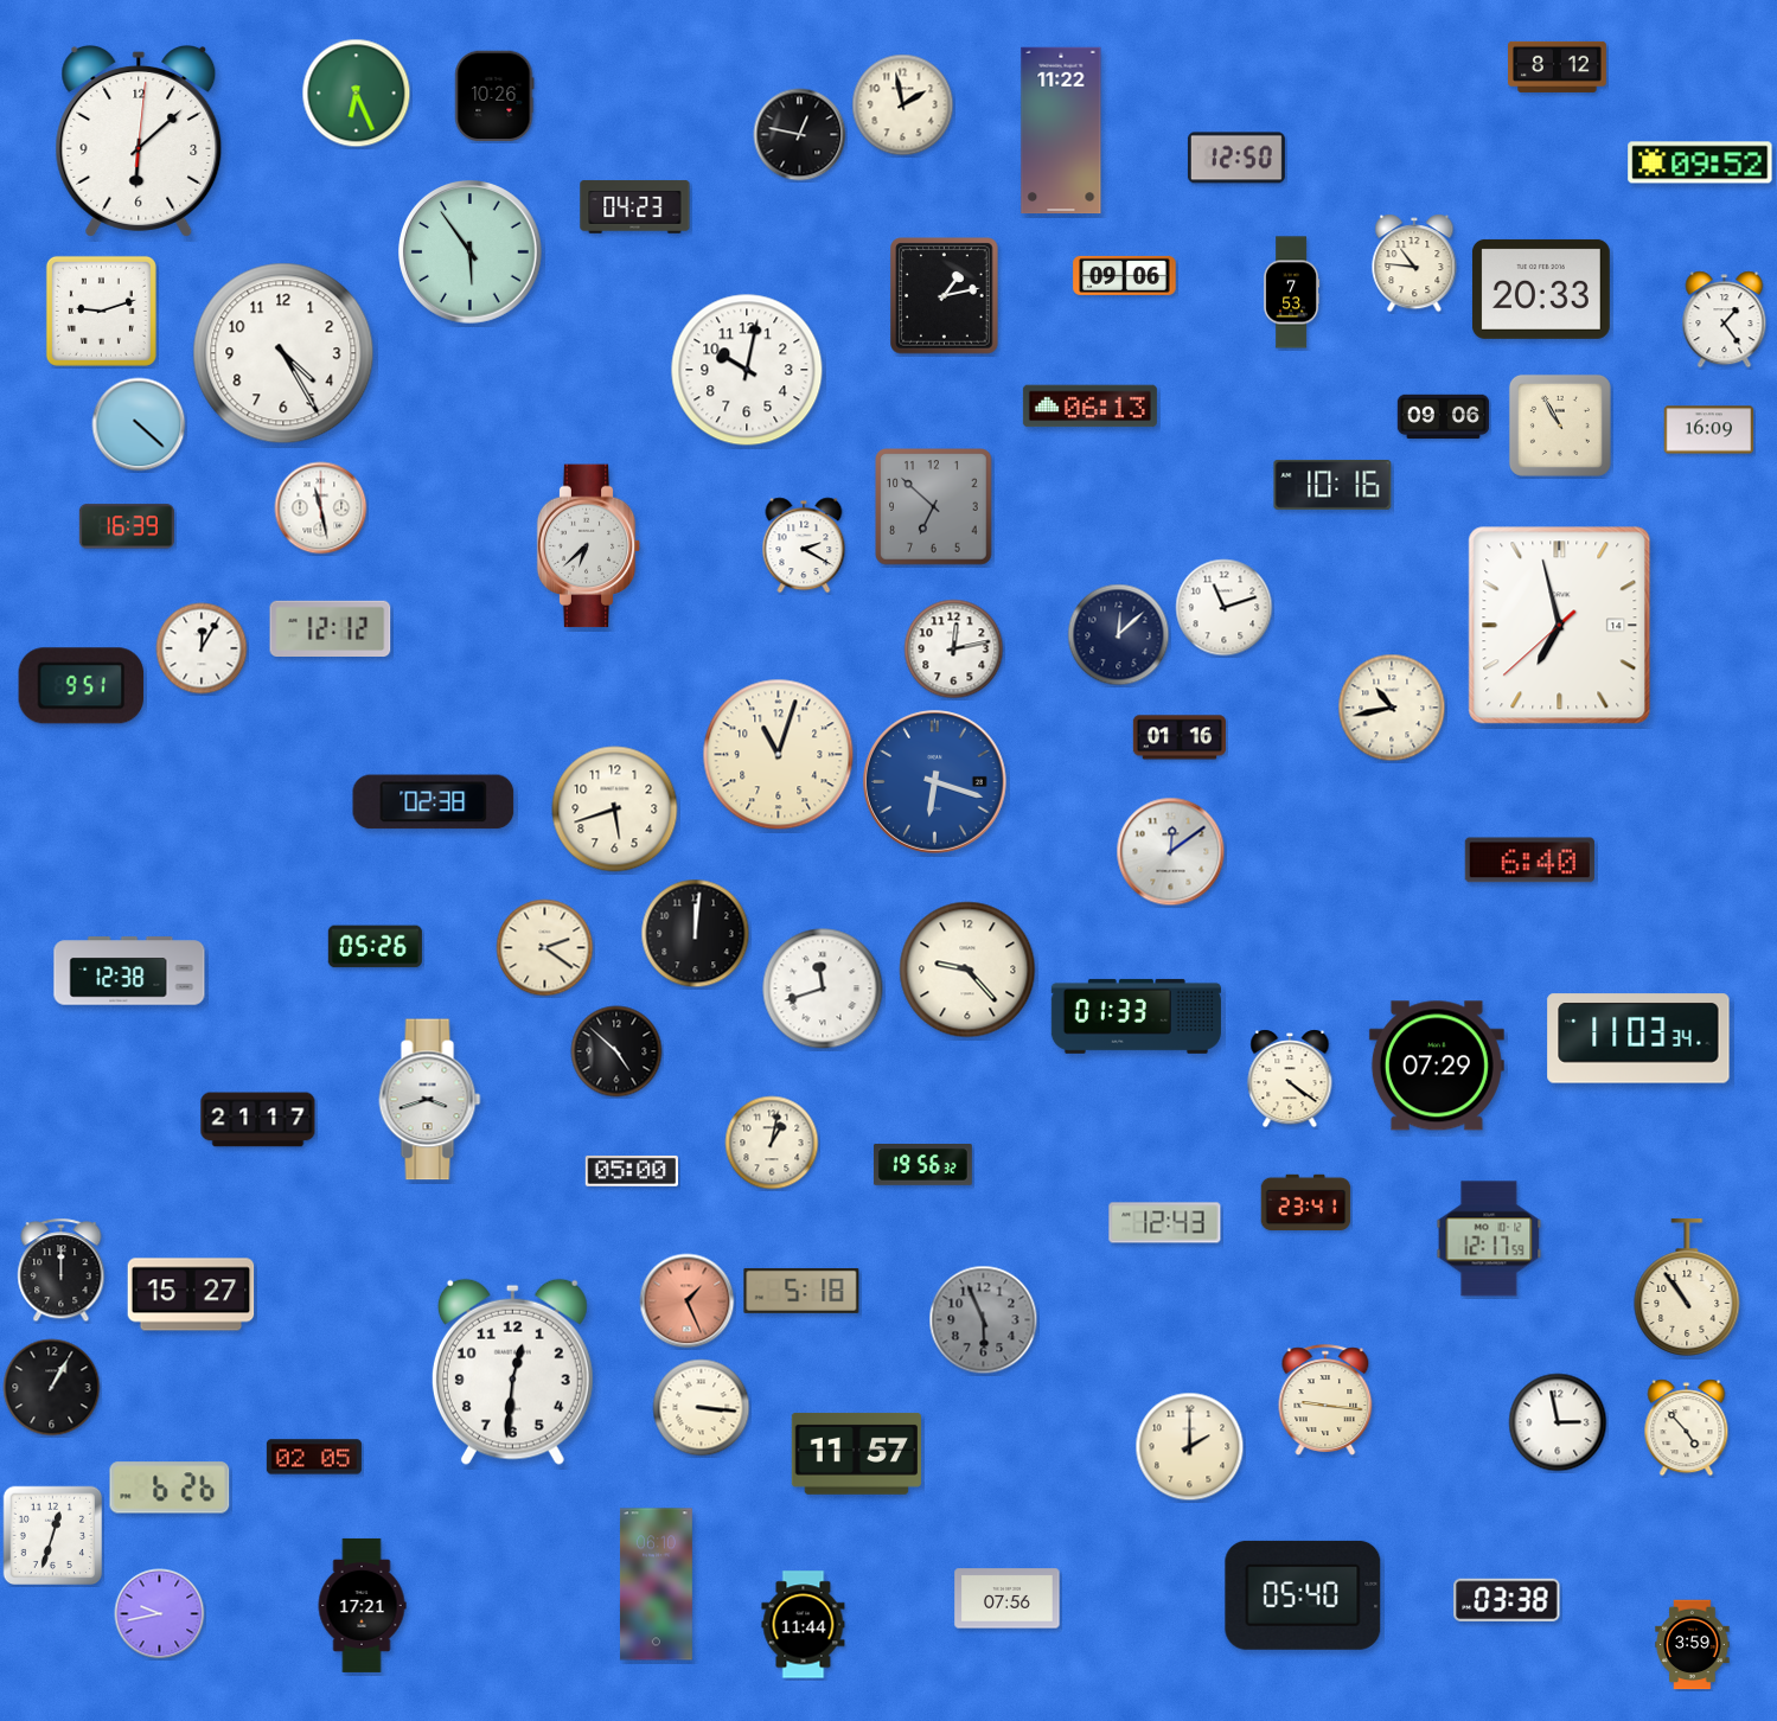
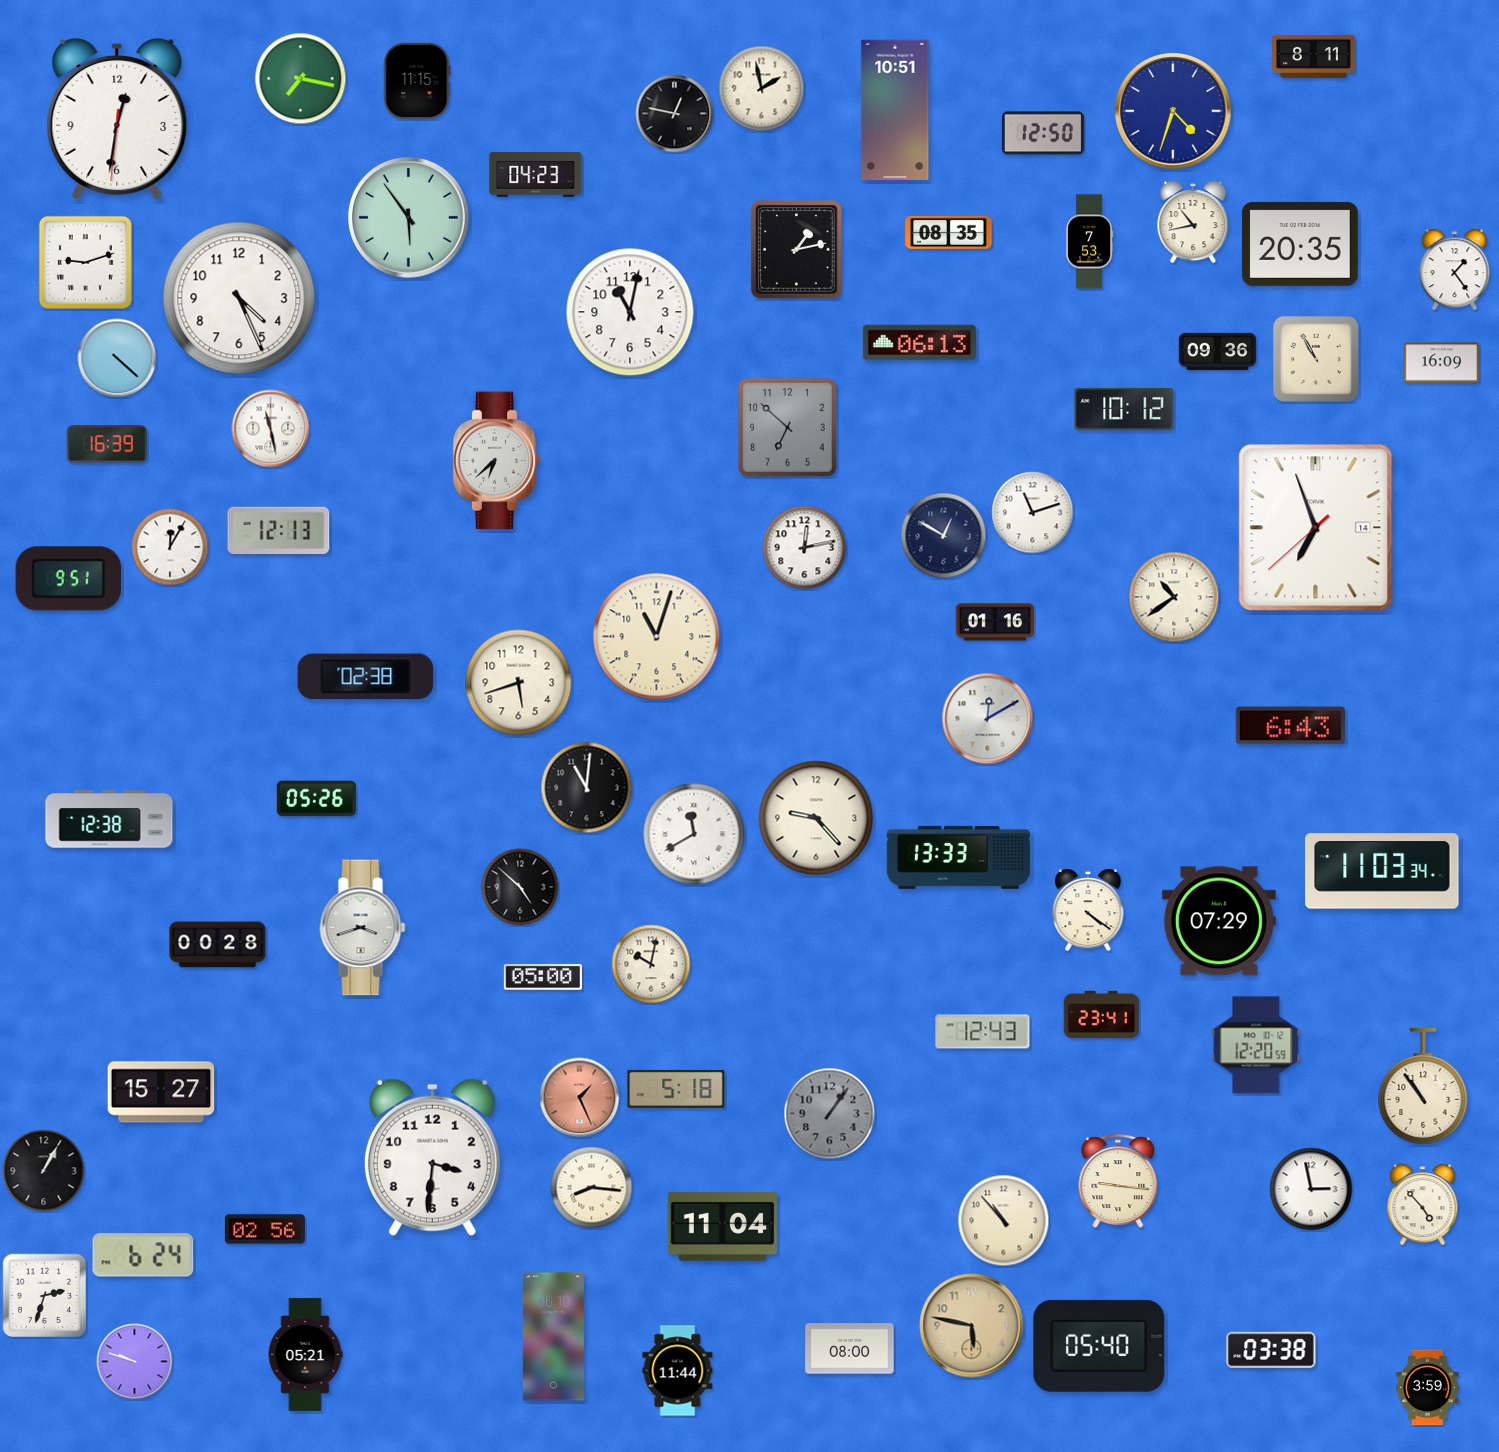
clock at (1558, 66): 8:12 -> 8:11
clock at (357, 94): 6:26 -> 7:17
clock at (494, 96): 10:26 -> 11:15
clock at (1061, 130): 11:22 -> 10:51
clock at (1173, 111): none -> 4:33
clock at (139, 141): 6:08 -> 12:31
clock at (1700, 162): 09:52 -> none
clock at (471, 252) position: (471, 252) -> (409, 218)
clock at (1414, 263): 10:46 -> 10:43
clock at (1125, 275): 09:06 -> 08:35
clock at (1541, 289): 20:33 -> 20:35
clock at (1292, 293) position: (1292, 293) -> (1090, 242)
clock at (283, 353): 4:25 -> 4:26
clock at (747, 370): 10:02 -> 11:02
clock at (1444, 417): 09:06 -> 09:36
clock at (1332, 485): 10:16 -> 10:12
clock at (804, 545): 2:20 -> none
clock at (1560, 626): 6:57 -> 6:56
clock at (331, 628): 12:12 -> 12:13
clock at (1119, 635): 12:08 -> 12:50
clock at (1392, 708): 10:43 -> 10:39
clock at (935, 782): 6:18 -> none
clock at (1171, 852): 12:09 -> 12:10
clock at (1529, 860): 6:40 -> 6:43
clock at (696, 934): 12:01 -> 11:01
clock at (545, 948): 2:21 -> none
clock at (823, 989): 11:42 -> 11:40
clock at (1136, 1016): 01:33 -> 13:33
clock at (1638, 1038) position: (1638, 1038) -> (1382, 871)
clock at (1437, 1066) position: (1437, 1066) -> (1219, 921)
clock at (258, 1120): 21:17 -> 00:28
clock at (772, 1143): 1:02 -> 10:02
clock at (922, 1165): 19:56 -> none
clock at (632, 1171) position: (632, 1171) -> (543, 977)
clock at (1489, 1239): 12:17 -> 12:20
clock at (62, 1271): 12:00 -> none
clock at (984, 1320): 5:56 -> 1:06
clock at (512, 1371): 12:31 -> 3:31
clock at (702, 1408): 3:16 -> 8:16
clock at (1558, 1422) position: (1558, 1422) -> (1311, 1189)
clock at (1190, 1447): 2:00 -> 10:53
clock at (856, 1453): 11:57 -> 11:04
clock at (314, 1457): 02:05 -> 02:56
clock at (170, 1488): 6:26 -> 6:24
clock at (53, 1536): 12:33 -> 2:33
clock at (972, 1326): none -> 5:47
clock at (1008, 1599): 07:56 -> 08:00
clock at (362, 1605): 17:21 -> 05:21
clock at (160, 1614): 9:43 -> 9:48
